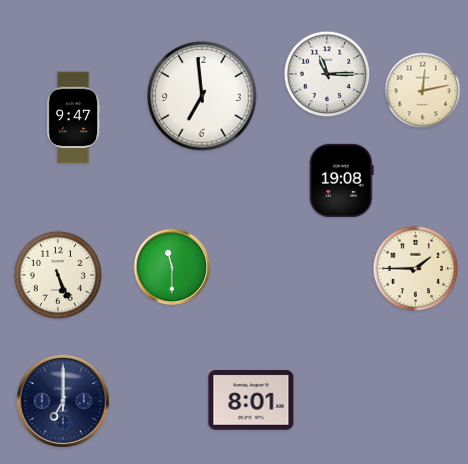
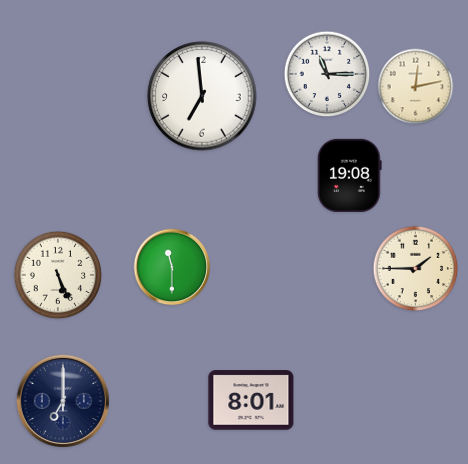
clock at (423, 91) position: (423, 91) -> (416, 87)
clock at (73, 118): 9:47 -> none
clock at (342, 180) position: (342, 180) -> (350, 175)
